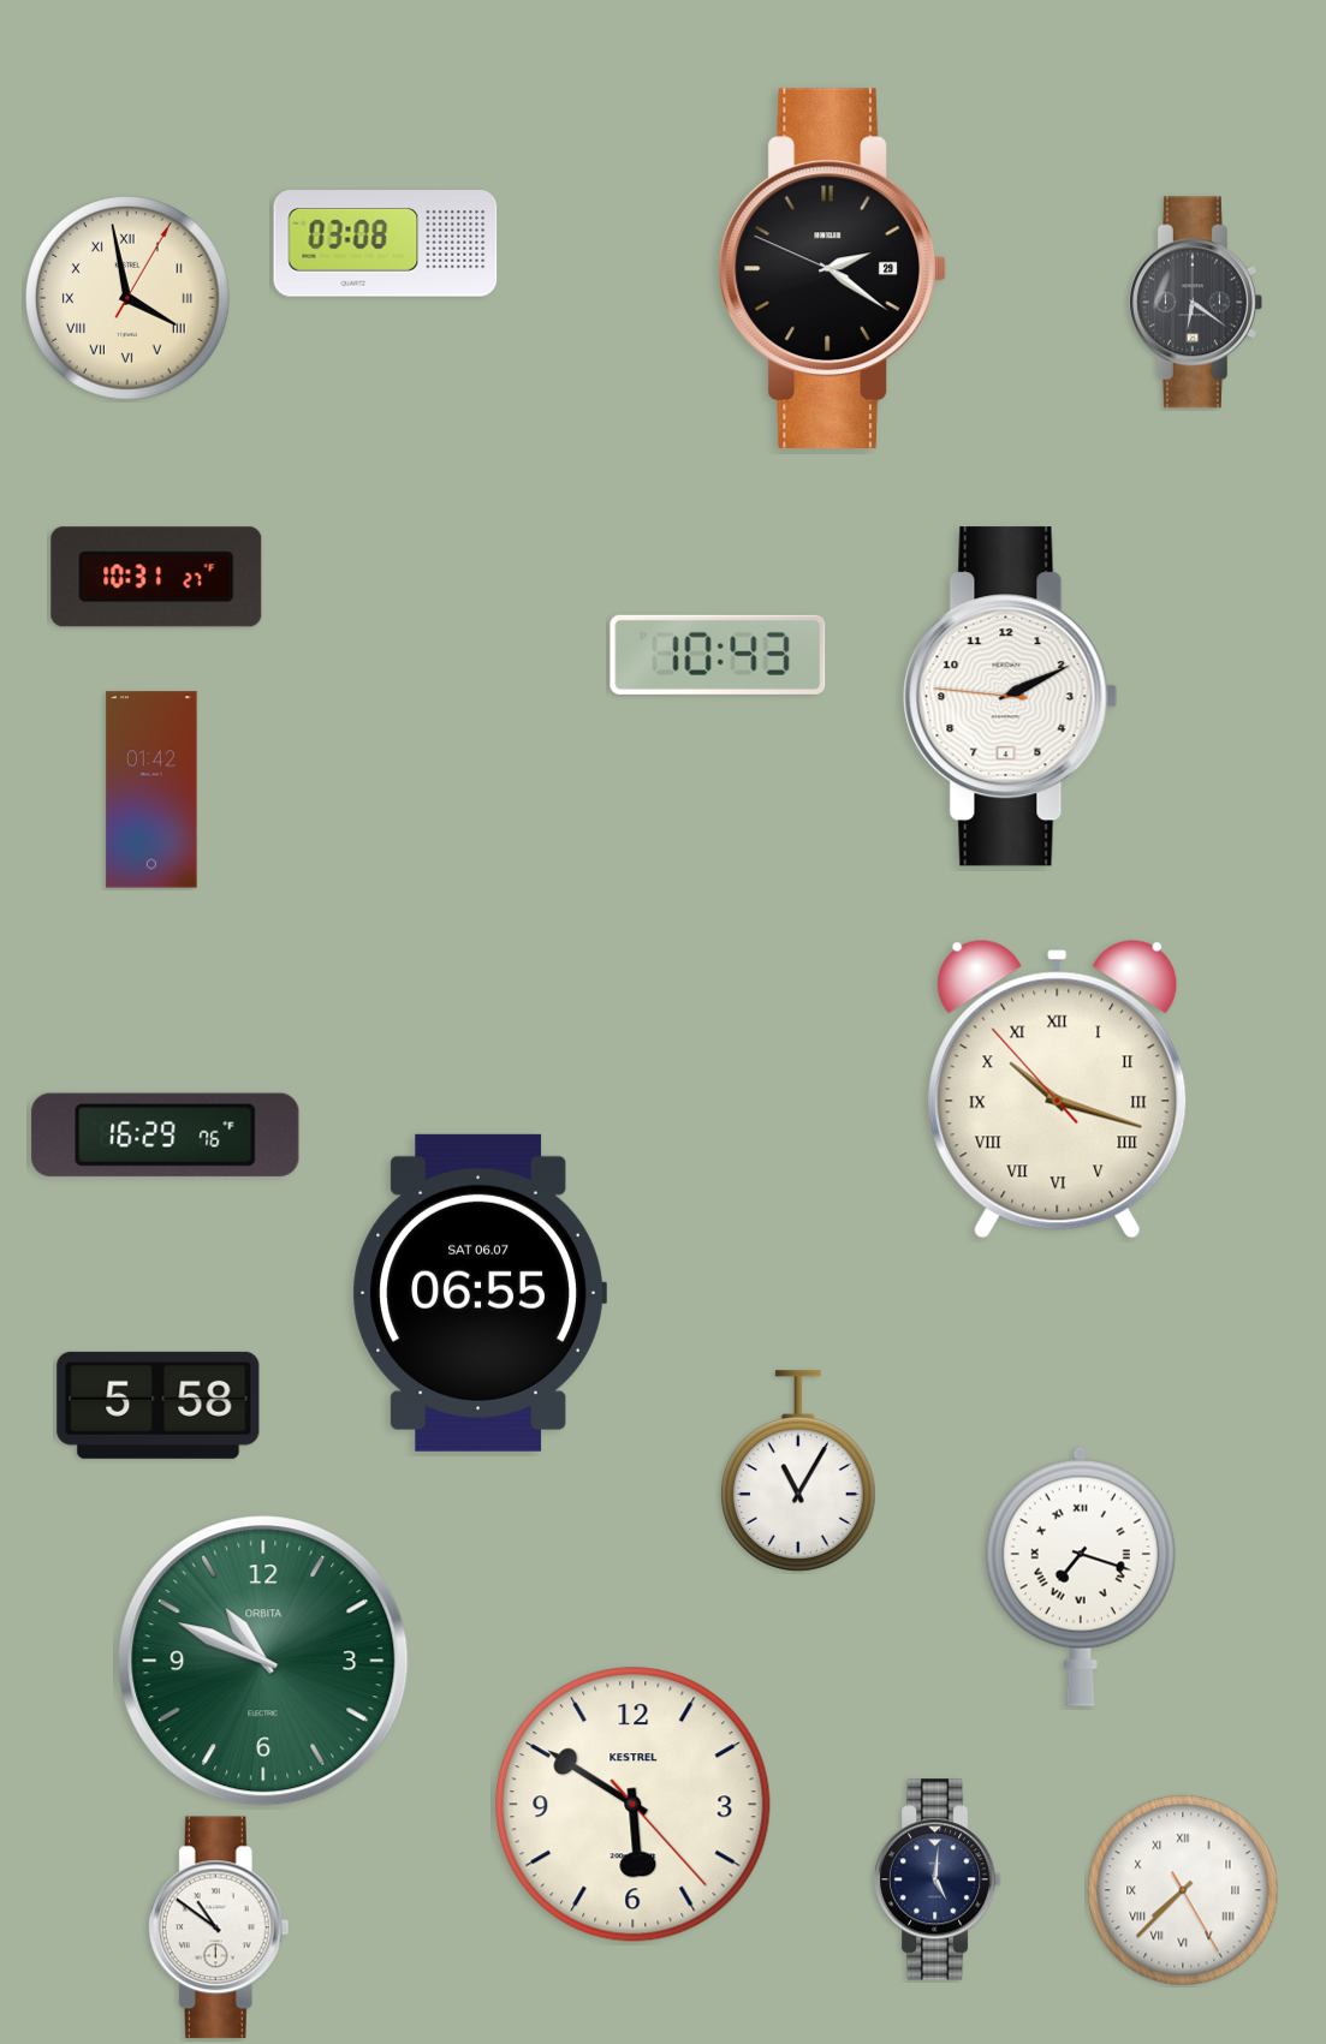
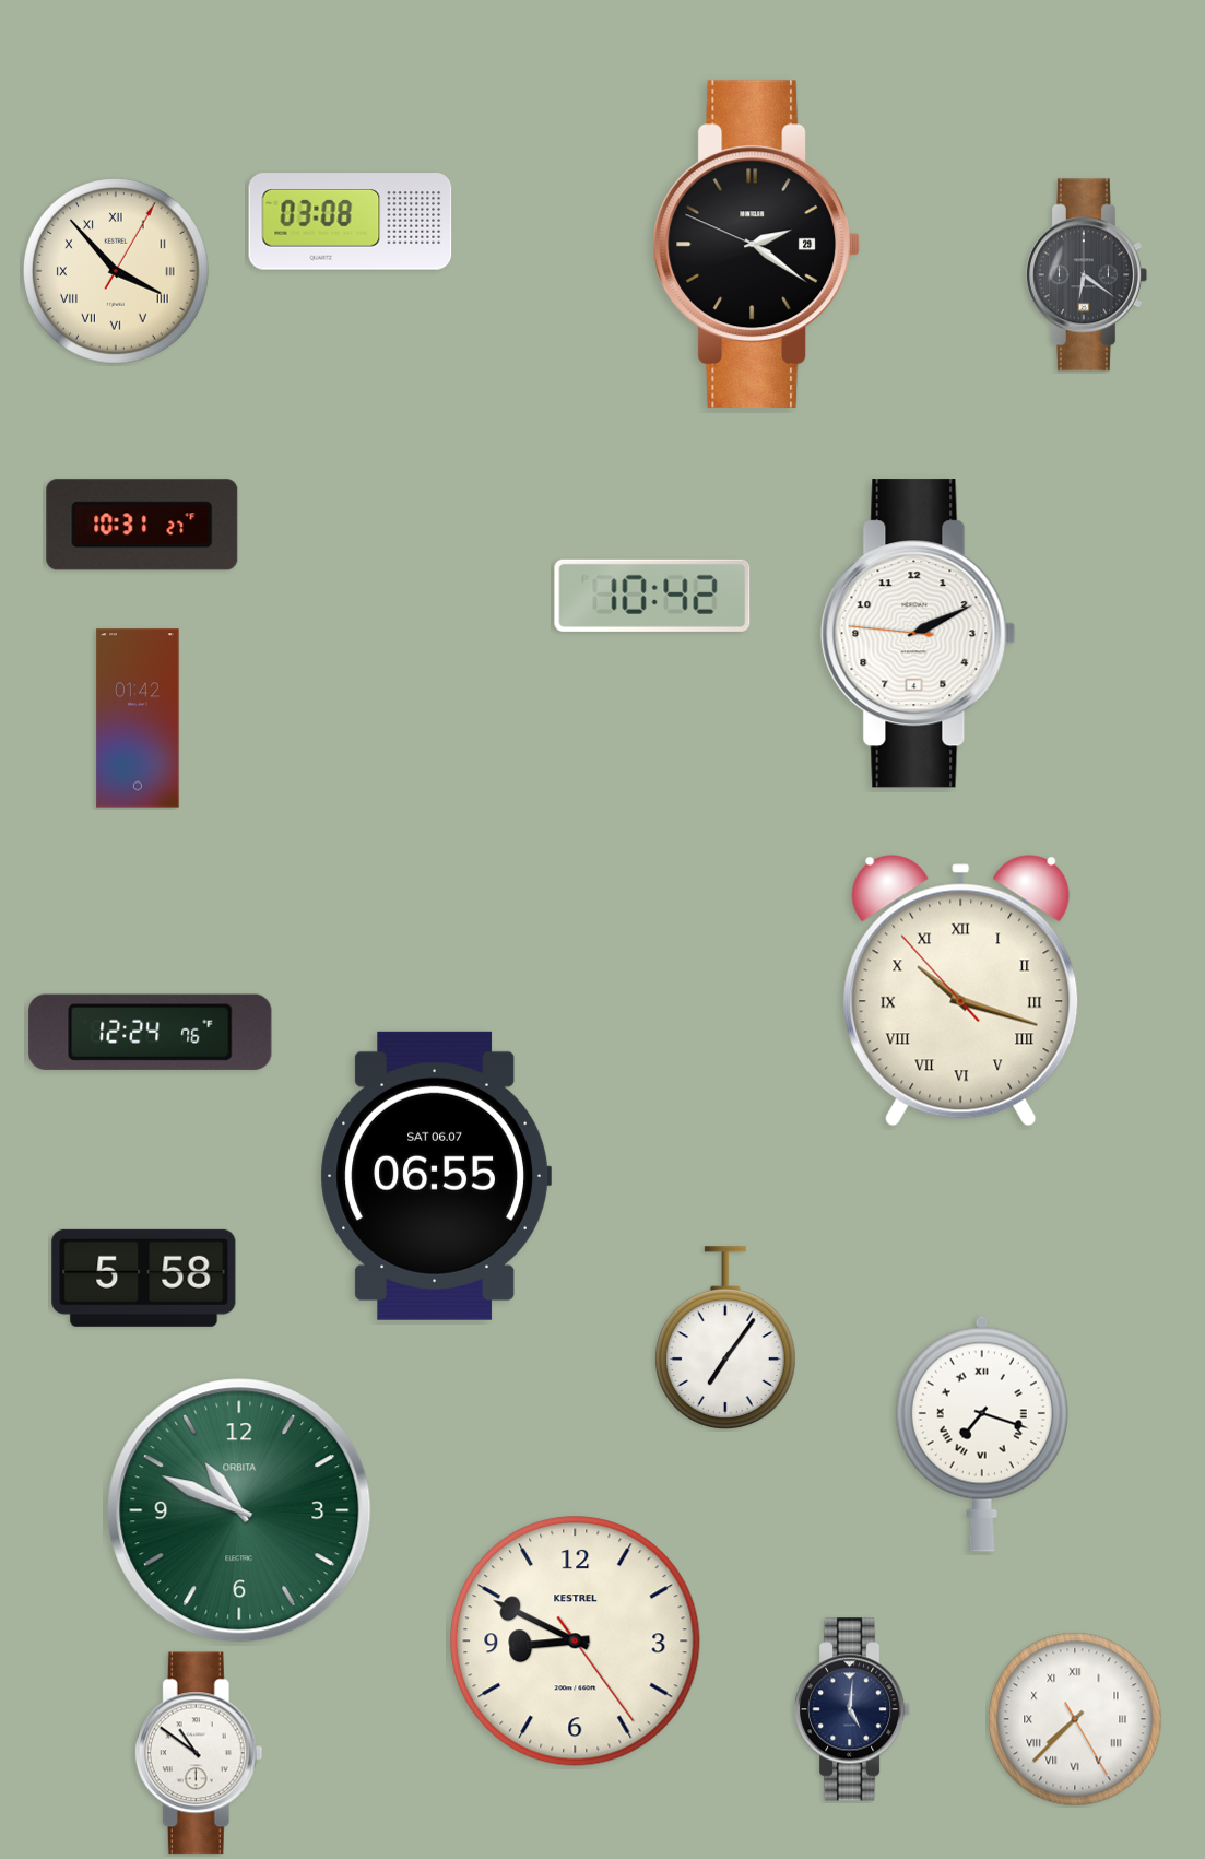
clock at (127, 298): 3:58 -> 3:53
clock at (718, 655): 10:43 -> 10:42
clock at (166, 1134): 16:29 -> 12:24
clock at (798, 1471): 11:05 -> 7:06
clock at (634, 1805): 5:50 -> 8:49
